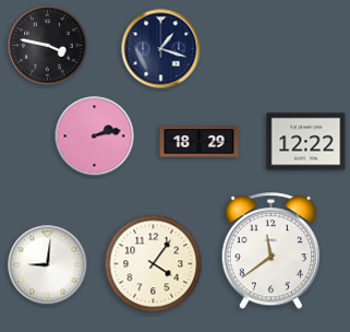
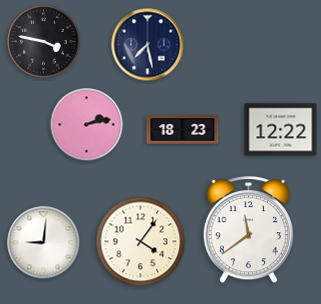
clock at (161, 49): 1:18 -> 7:28
clock at (200, 142): 18:29 -> 18:23
